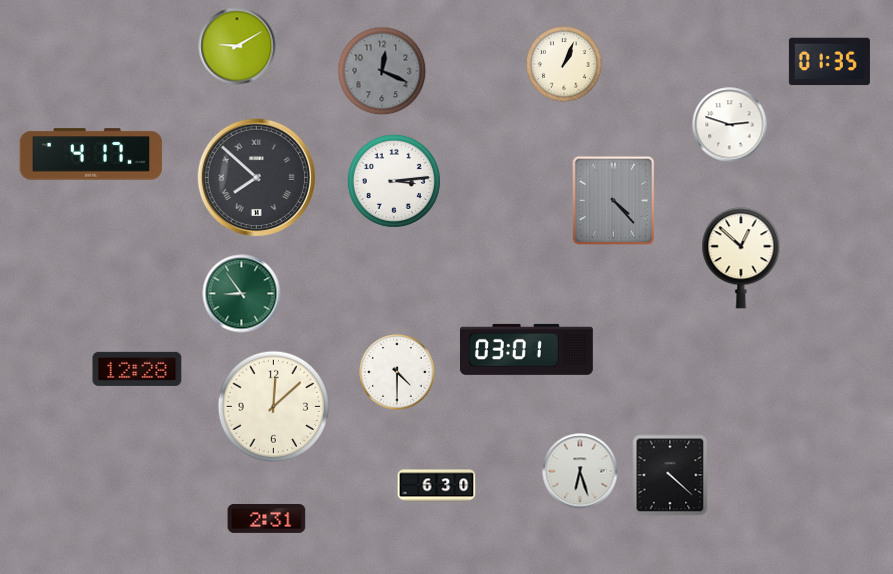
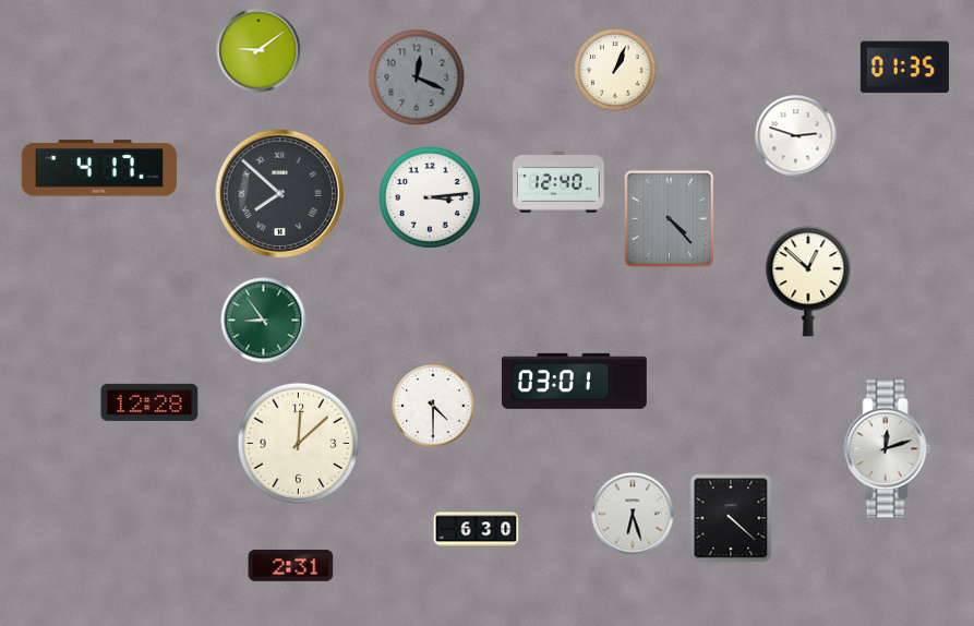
clock at (237, 46): 9:10 -> 9:09
clock at (558, 183): none -> 12:40
clock at (888, 449): none -> 12:12
